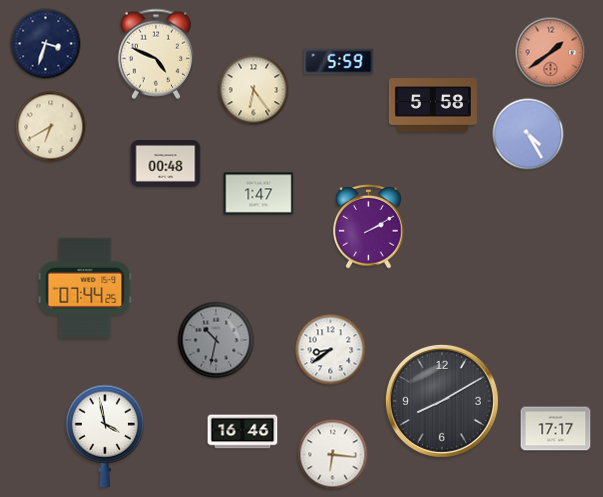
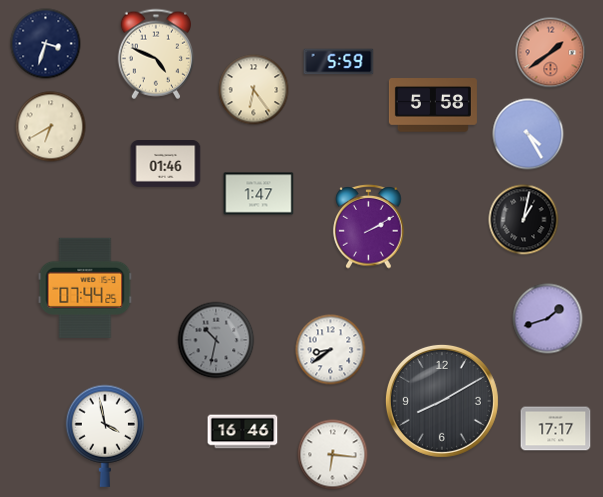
clock at (166, 164): 00:48 -> 01:46
clock at (524, 220): none -> 1:02
clock at (548, 319): none -> 1:42
